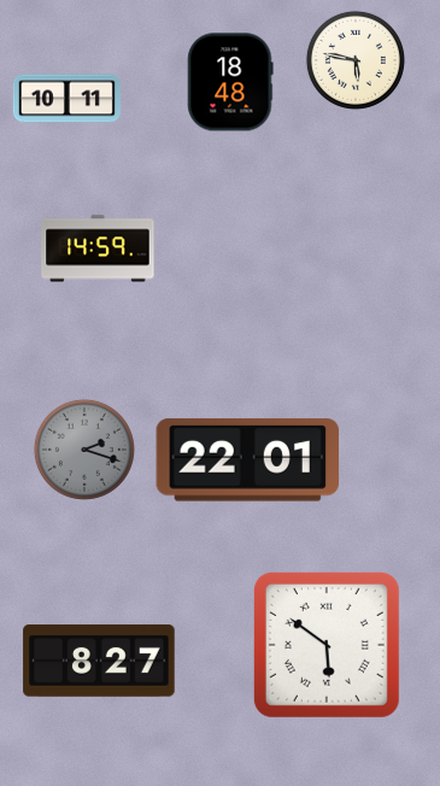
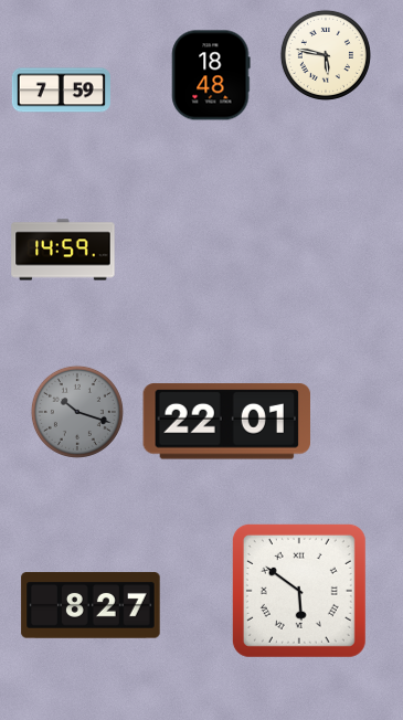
clock at (66, 99): 10:11 -> 7:59
clock at (98, 248) position: (98, 248) -> (63, 250)
clock at (84, 450): 2:18 -> 10:18
